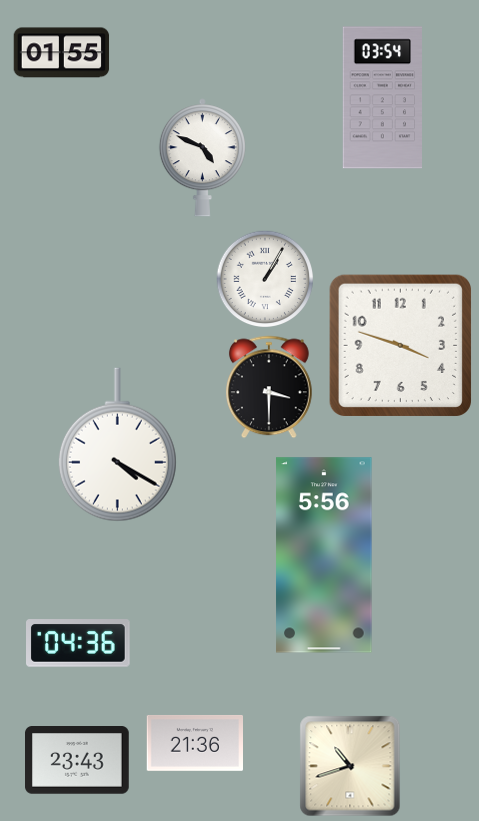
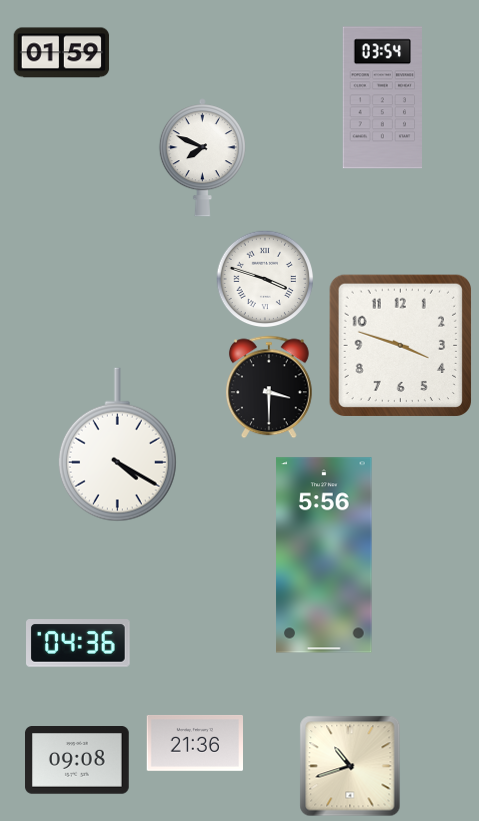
clock at (62, 53): 01:55 -> 01:59
clock at (202, 158): 4:49 -> 7:49
clock at (265, 279): 1:05 -> 3:48
clock at (78, 760): 23:43 -> 09:08
